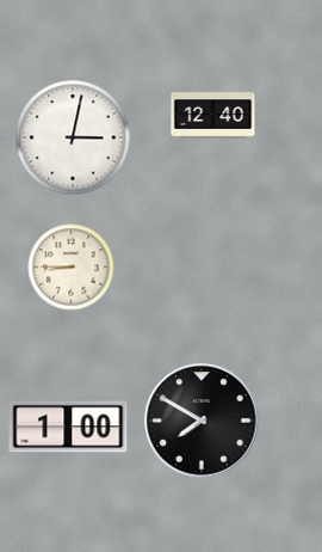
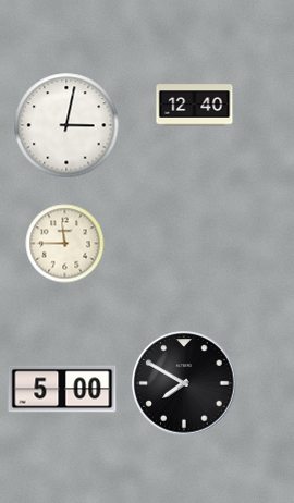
clock at (72, 268): 8:45 -> 11:45
clock at (68, 427): 1:00 -> 5:00
